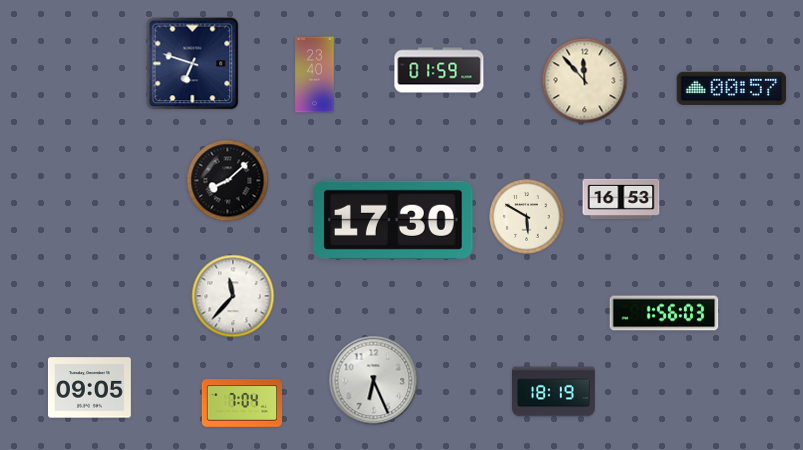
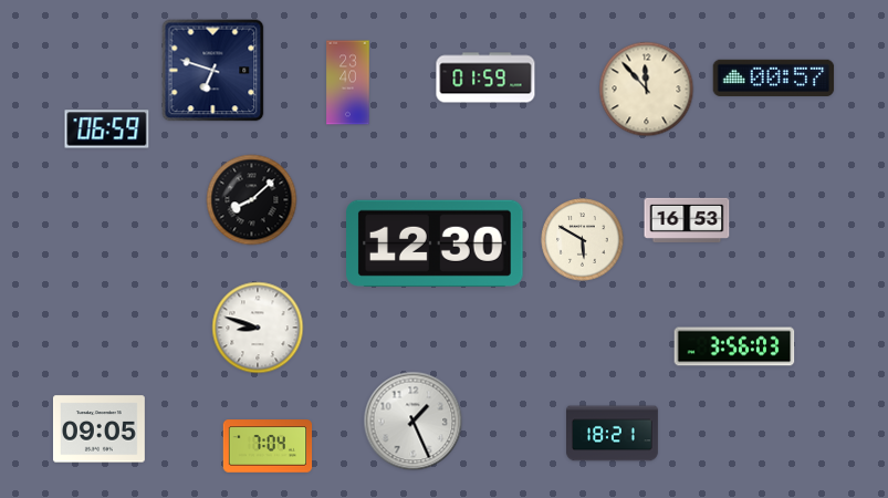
clock at (732, 88) position: (732, 88) -> (774, 77)
clock at (107, 129): none -> 06:59
clock at (393, 220): 17:30 -> 12:30
clock at (233, 296): 11:37 -> 8:48
clock at (664, 313): 1:56 -> 3:56
clock at (374, 381): 6:26 -> 1:26
clock at (554, 392): 18:19 -> 18:21
